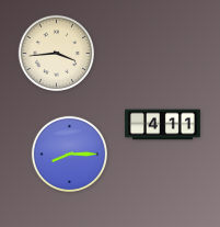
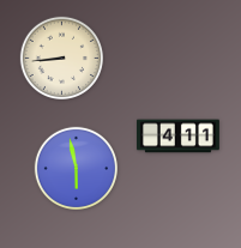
clock at (56, 53): 3:44 -> 8:44
clock at (69, 154): 8:15 -> 5:58
